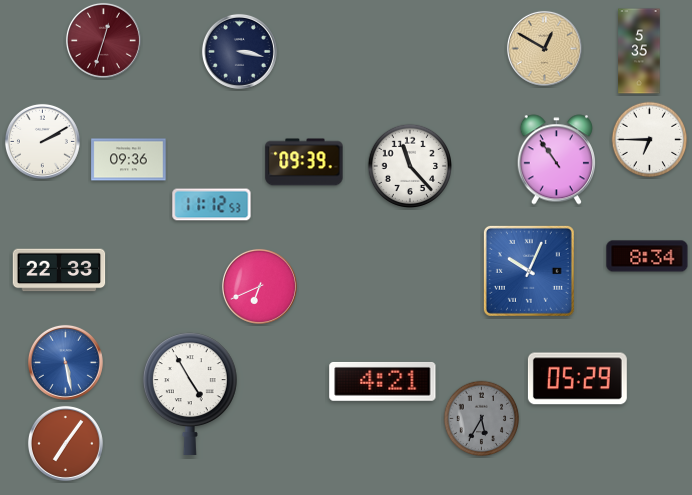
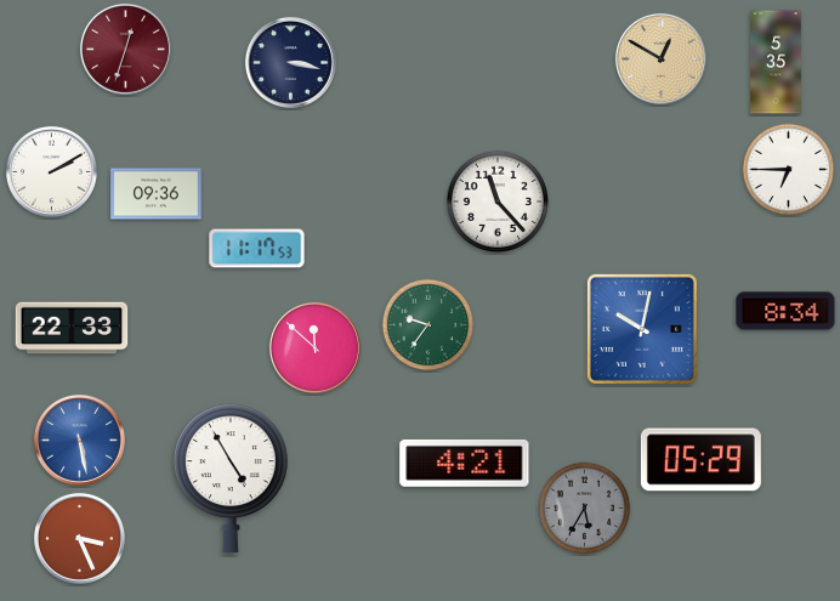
clock at (556, 160): 10:54 -> none
clock at (304, 162): 09:39 -> none
clock at (212, 205): 11:12 -> 11:17
clock at (428, 325): none -> 9:36
clock at (529, 271): 10:04 -> 10:02
clock at (259, 286): 6:41 -> 11:52
clock at (65, 443): 7:06 -> 3:26
